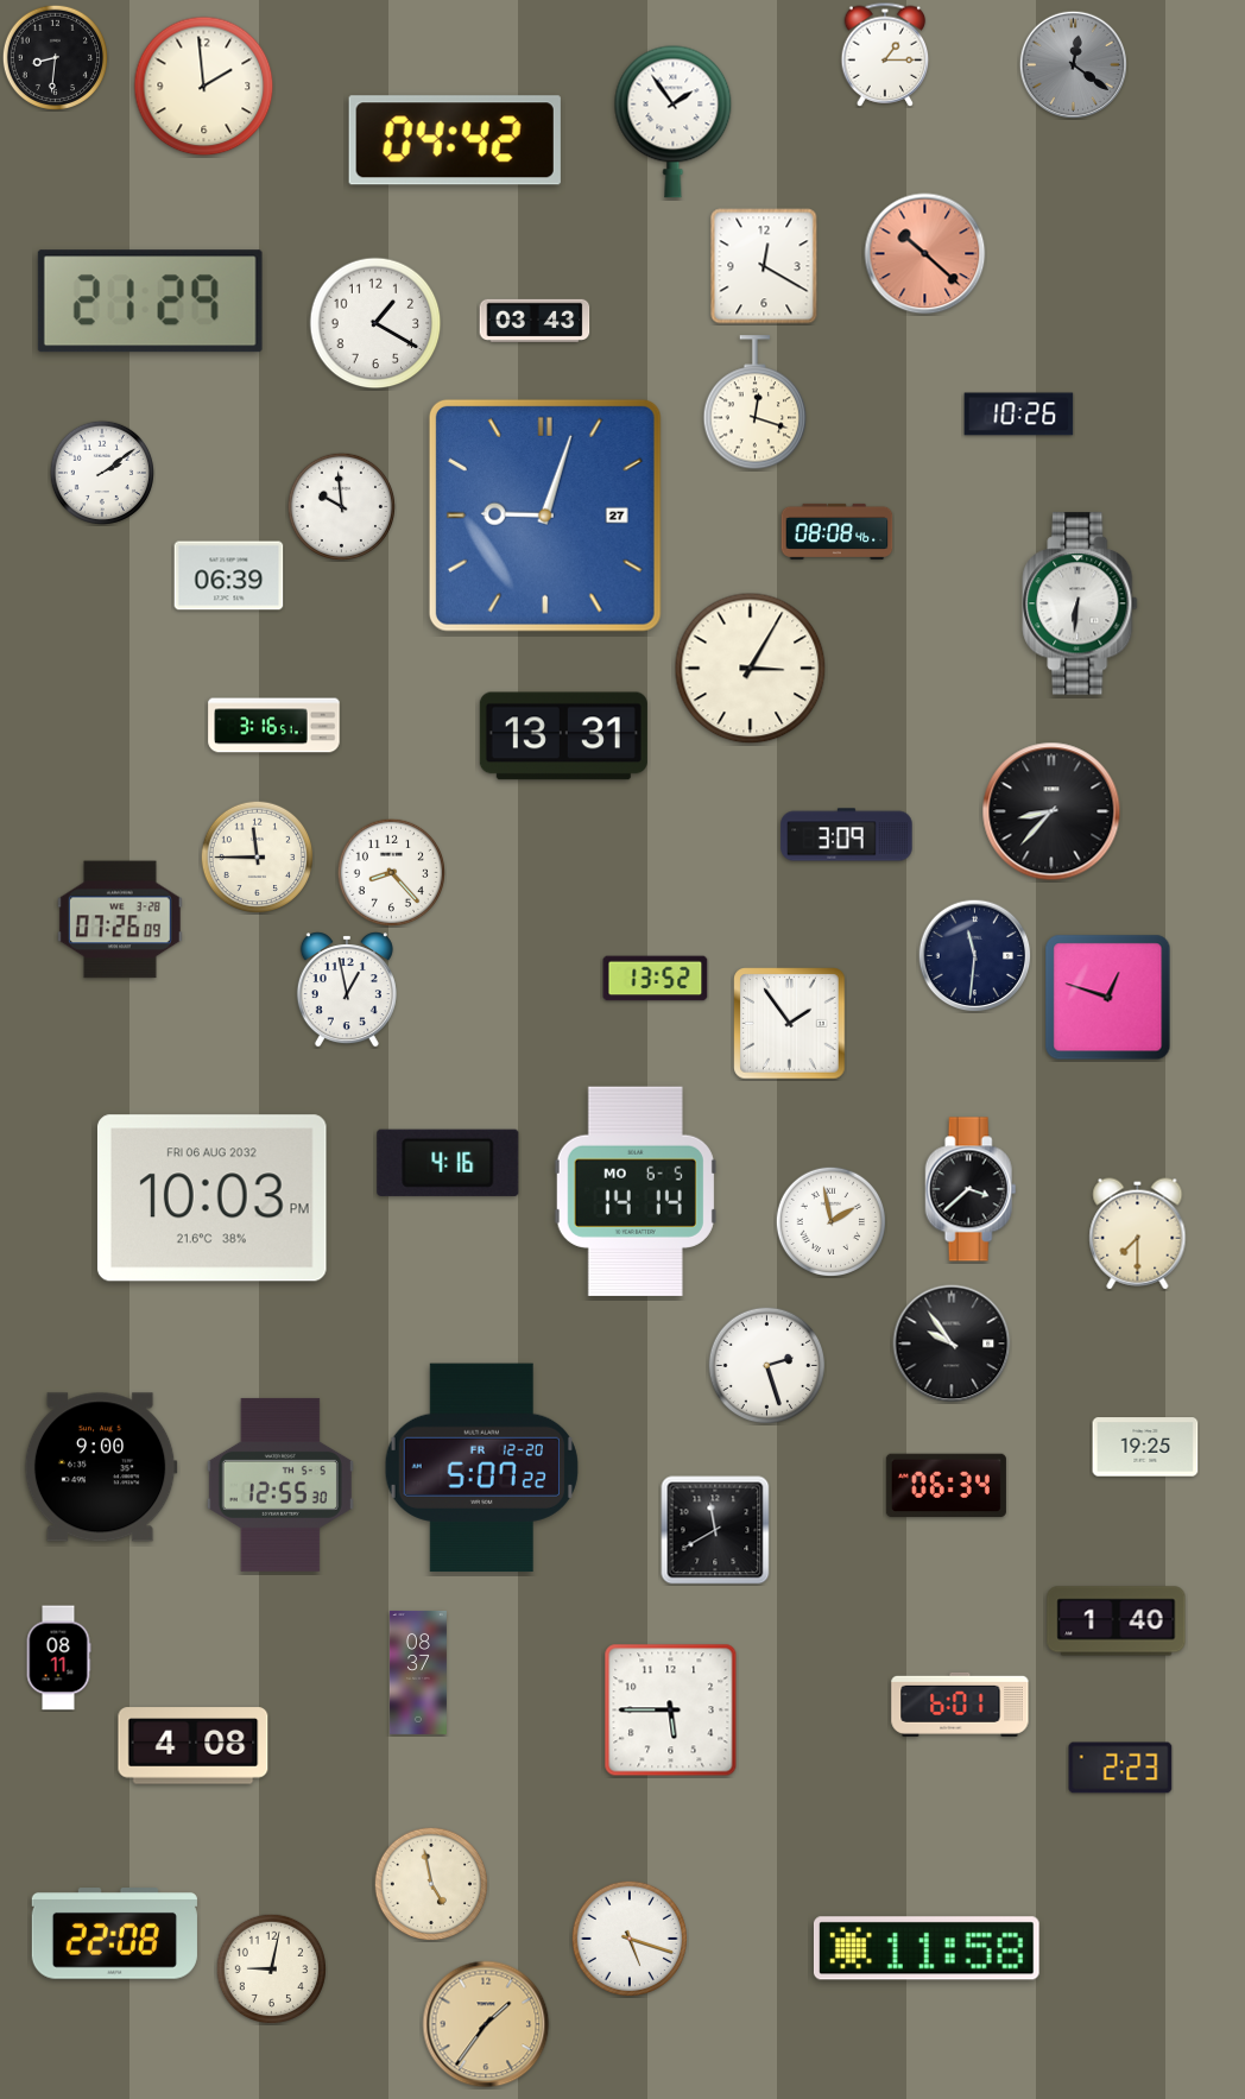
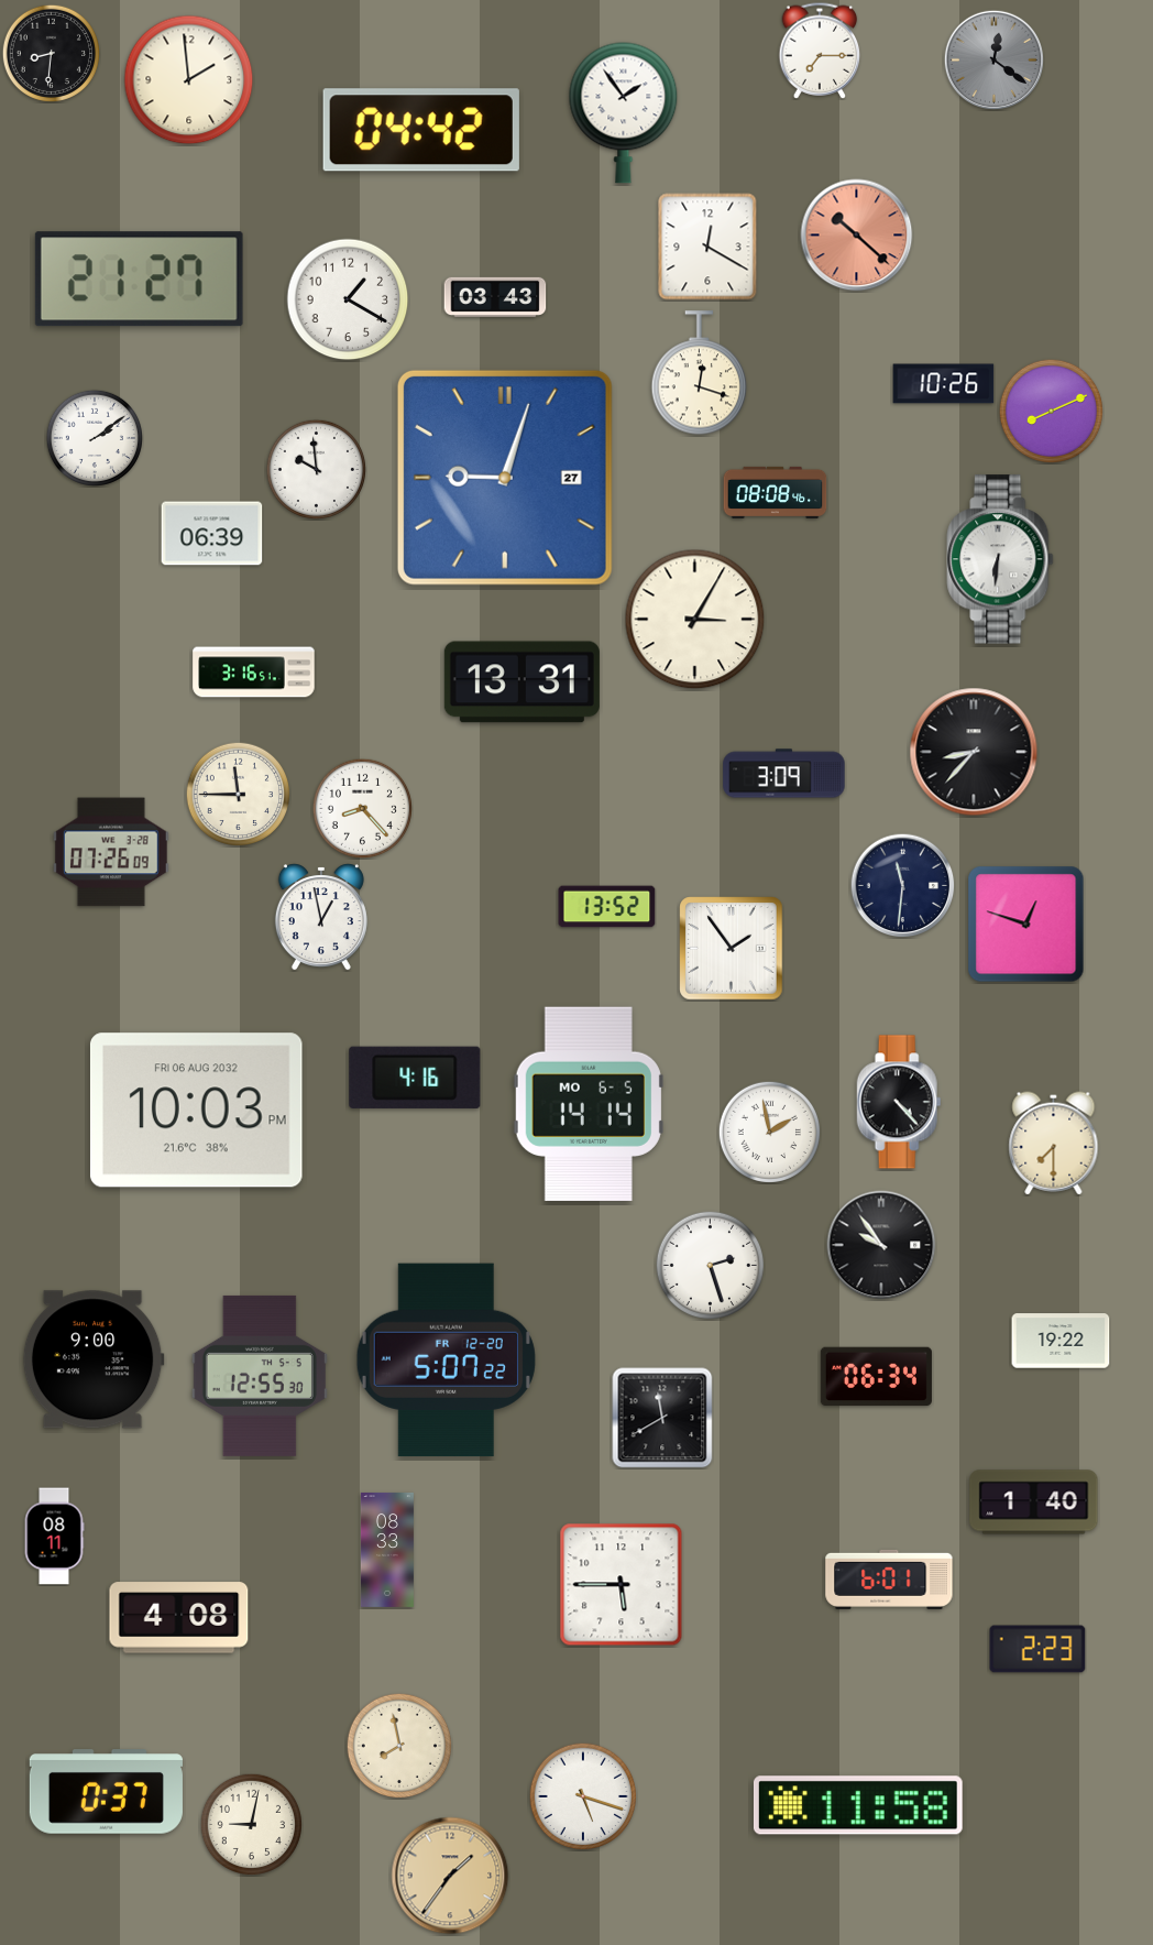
clock at (885, 55): 1:15 -> 7:15
clock at (150, 302): 21:29 -> 21:27
clock at (1051, 411): none -> 8:11
clock at (971, 1189): 3:38 -> 4:23
clock at (1145, 1447): 19:25 -> 19:22
clock at (418, 1673): 08:37 -> 08:33
clock at (1120, 1768) position: (1120, 1768) -> (1037, 1649)
clock at (431, 1884): 4:58 -> 7:58
clock at (114, 1934): 22:08 -> 0:37
